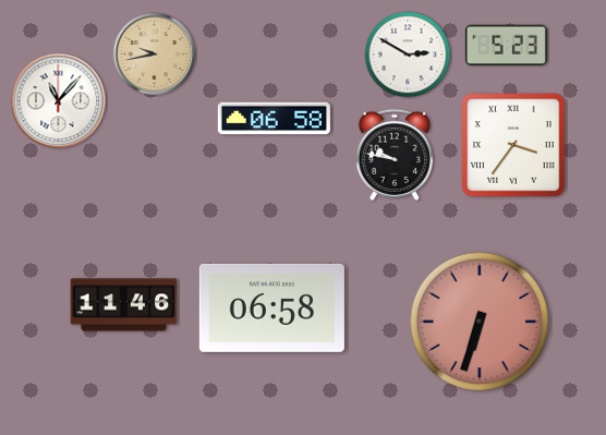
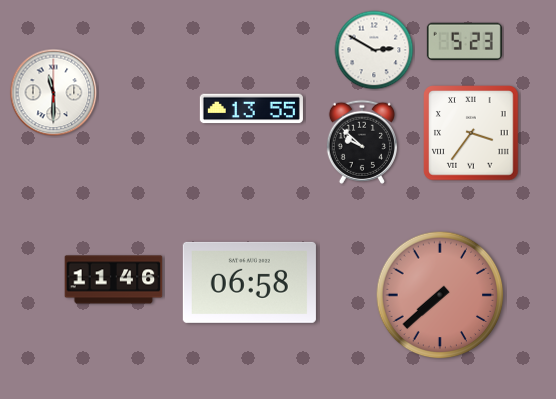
clock at (155, 55): 9:43 -> none
clock at (59, 101): 11:07 -> 11:30
clock at (274, 119): 06:58 -> 13:55
clock at (395, 155): 9:47 -> 9:52
clock at (480, 322): 6:33 -> 7:38
